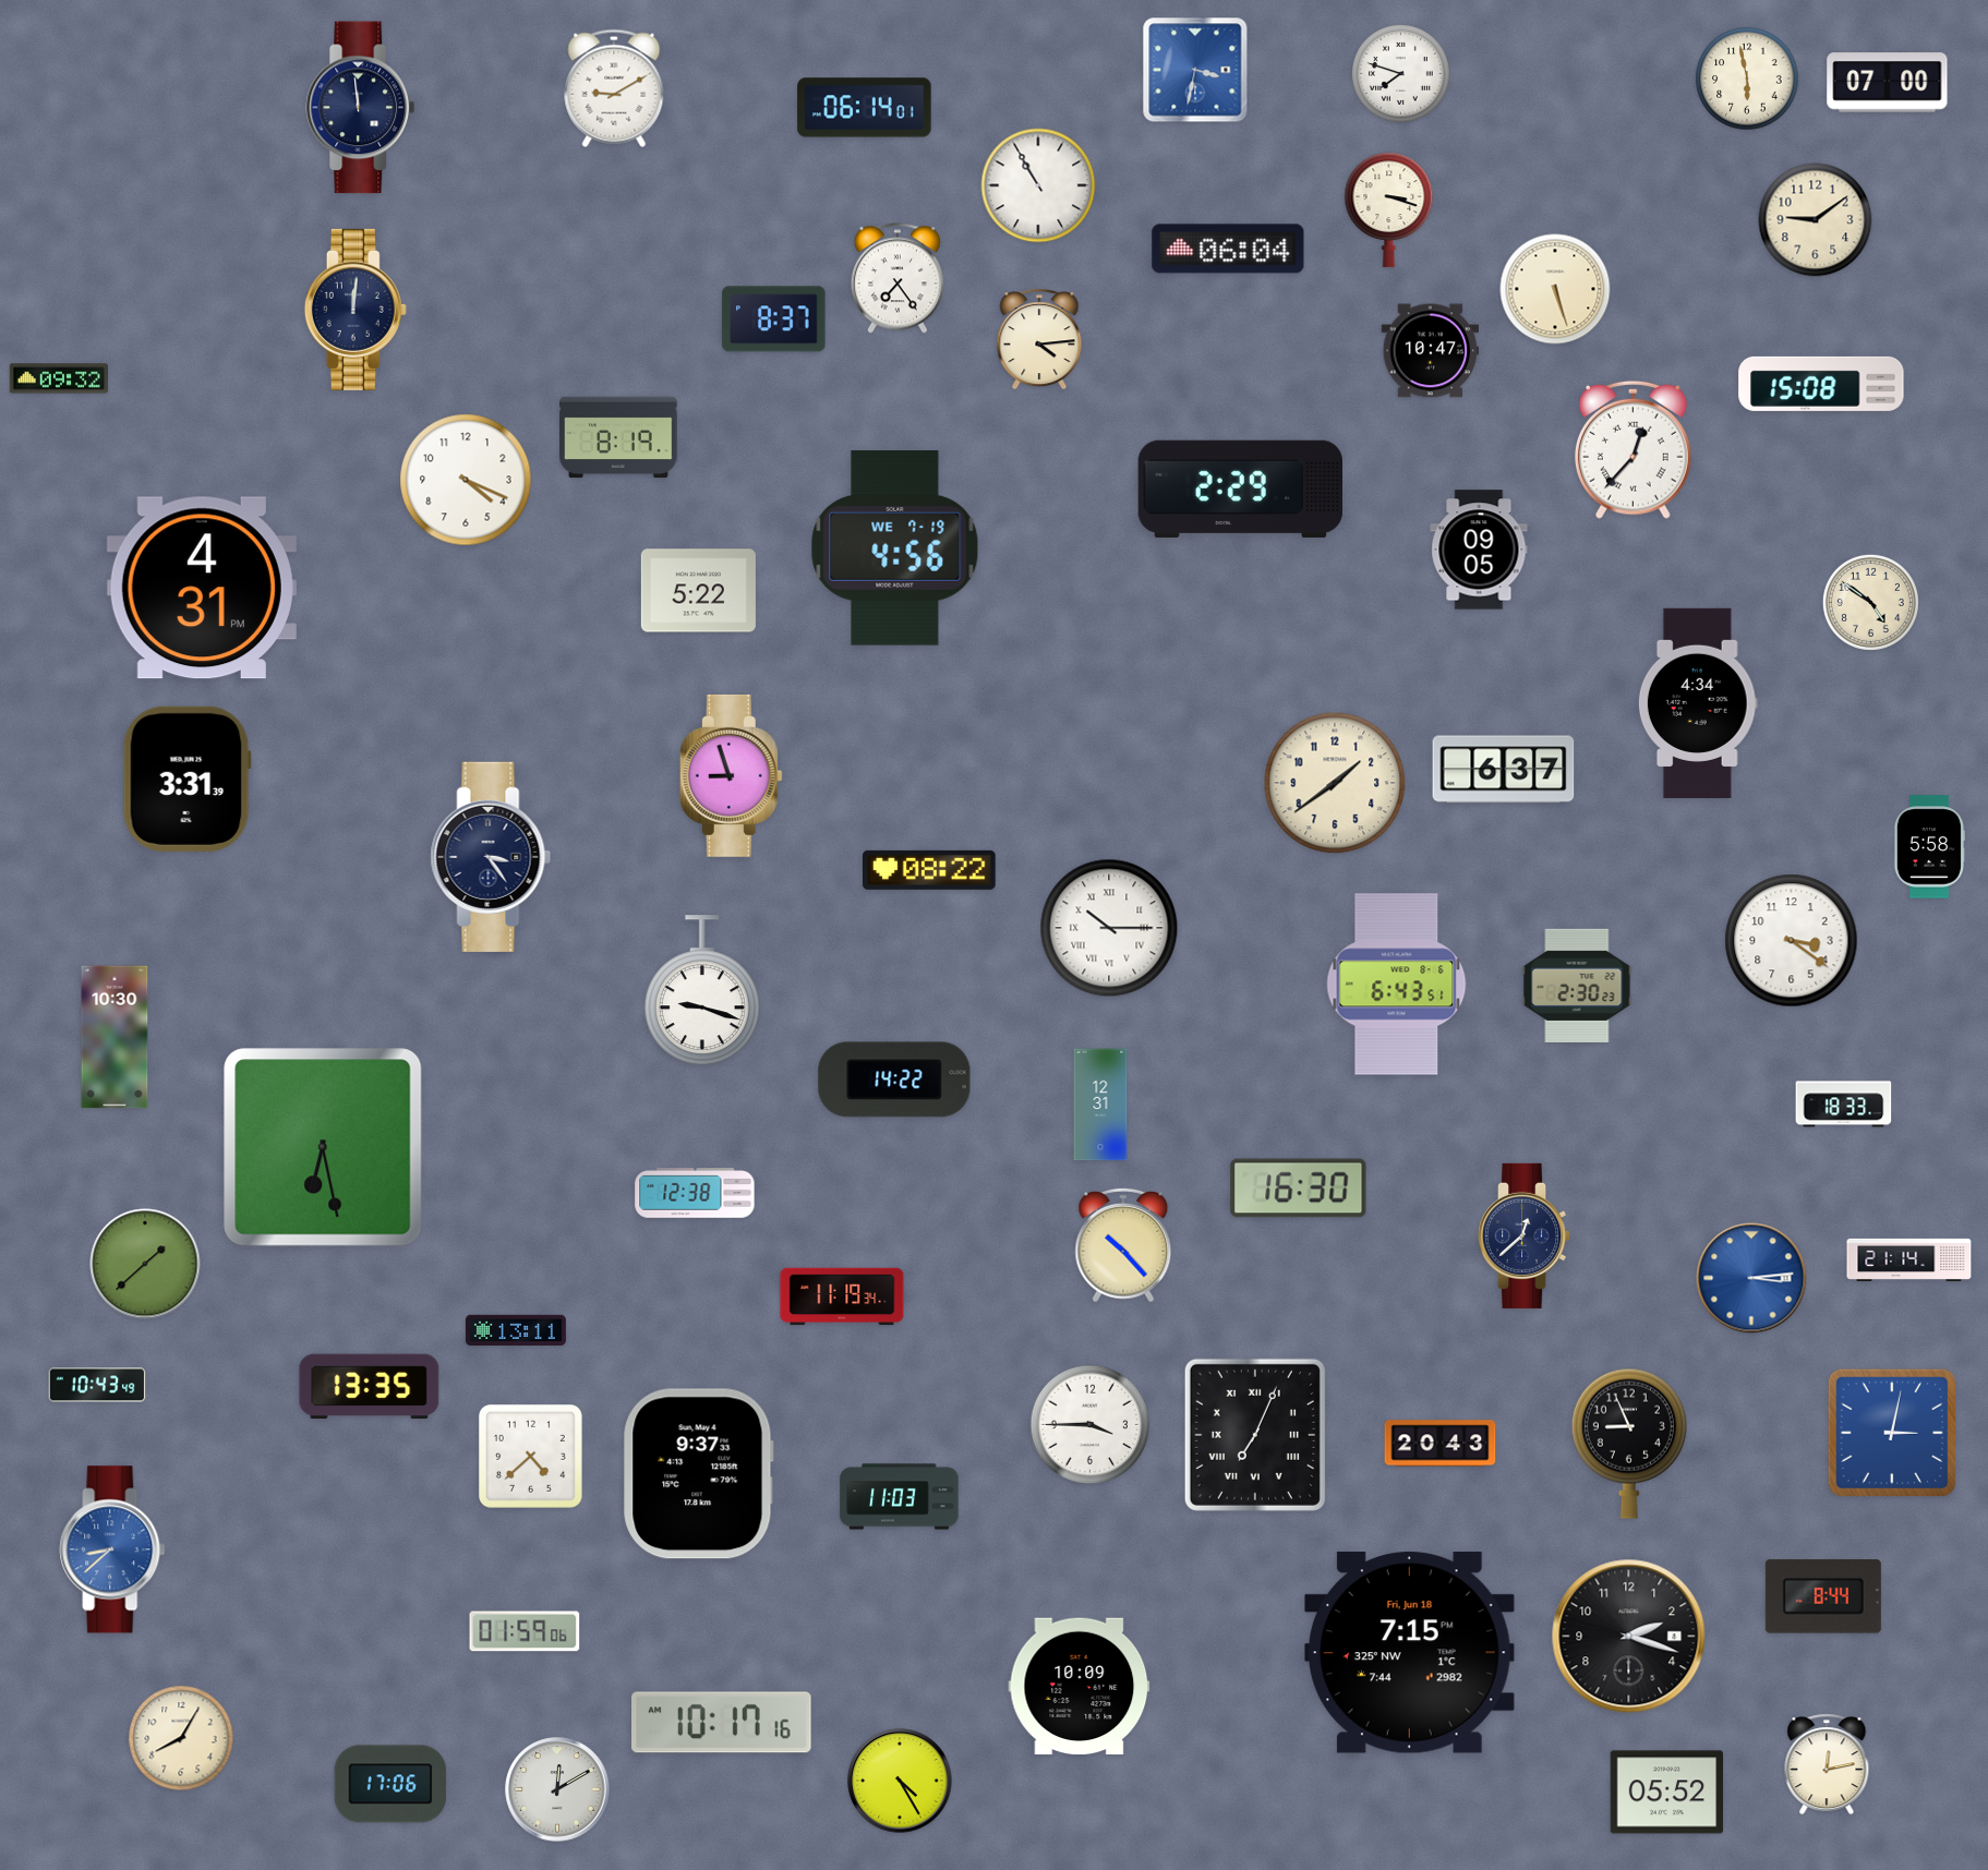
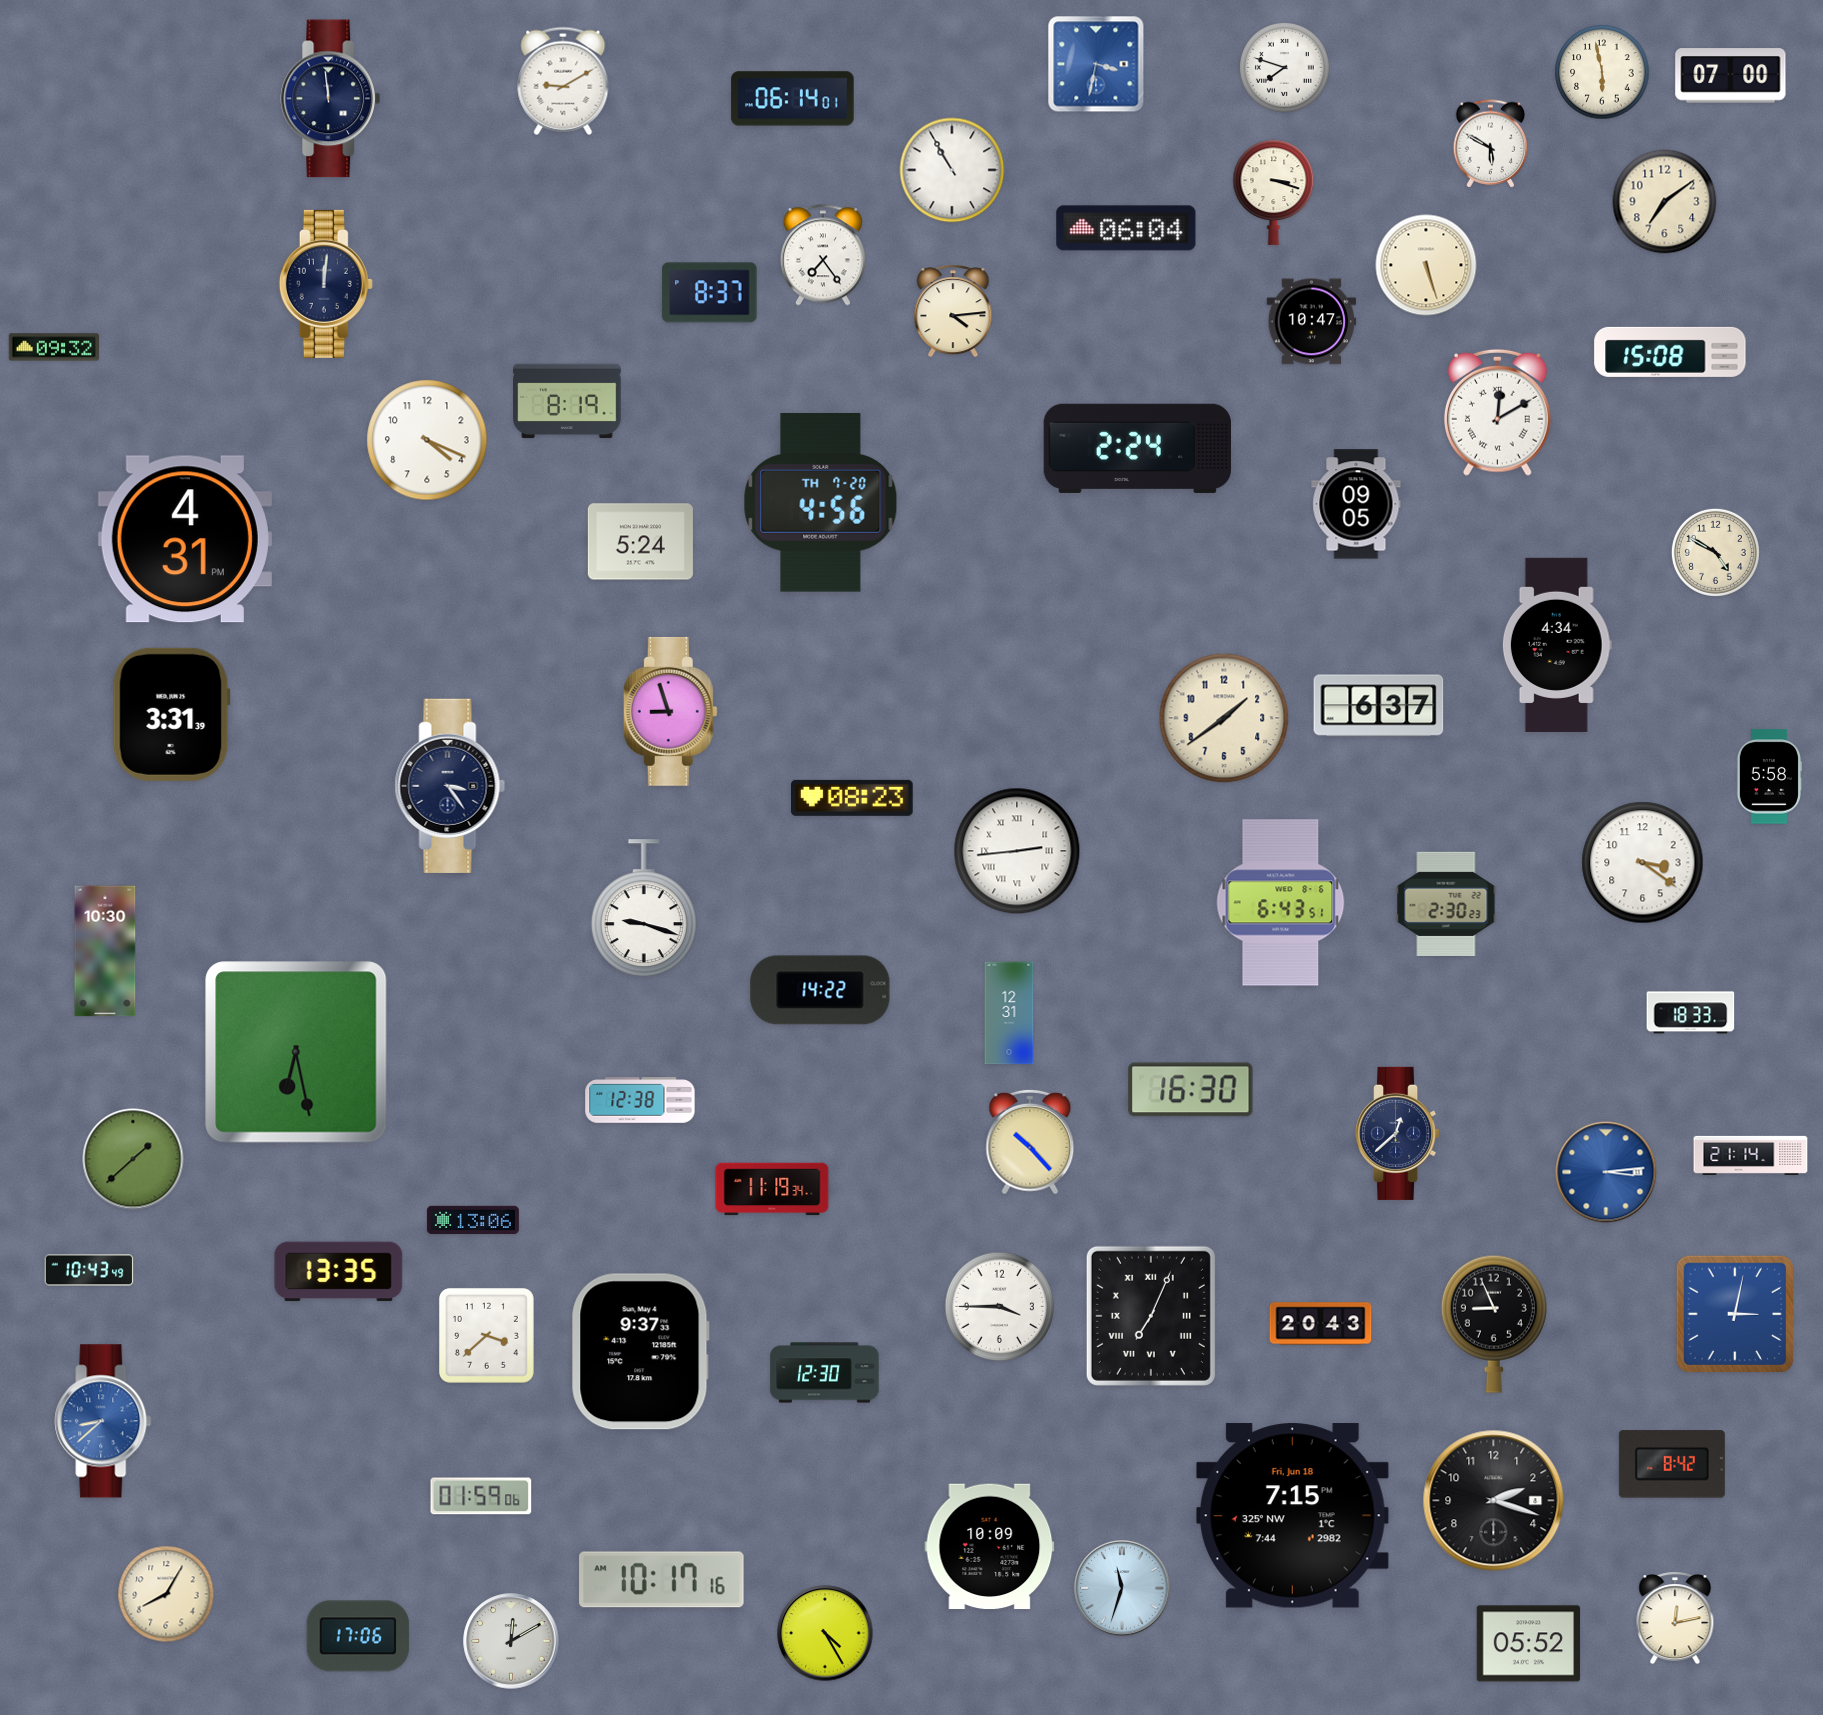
clock at (1491, 144): none -> 5:50
clock at (1816, 220): 9:09 -> 7:09
clock at (1634, 449): 12:37 -> 12:10
clock at (1240, 488): 2:29 -> 2:24
clock at (895, 548) date: WE 7-19 -> TH 7-20
clock at (698, 591): 5:22 -> 5:24
clock at (1870, 602): 4:51 -> 4:50
clock at (930, 870): 08:22 -> 08:23
clock at (1109, 928): 10:15 -> 2:44
clock at (695, 1193) position: (695, 1193) -> (640, 1100)
clock at (516, 1329): 13:11 -> 13:06
clock at (530, 1456): 4:38 -> 3:38
clock at (900, 1497): 11:03 -> 12:30
clock at (1823, 1596): 8:44 -> 8:42
clock at (1122, 1588): none -> 11:33
